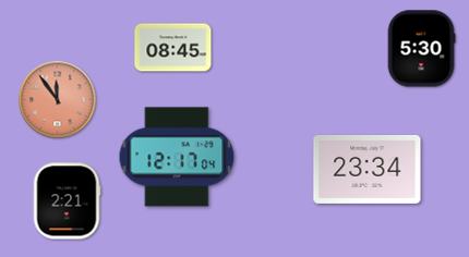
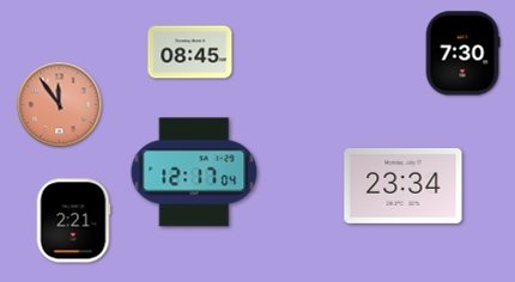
clock at (421, 49): 5:30 -> 7:30
clock at (58, 100) position: (58, 100) -> (60, 105)
